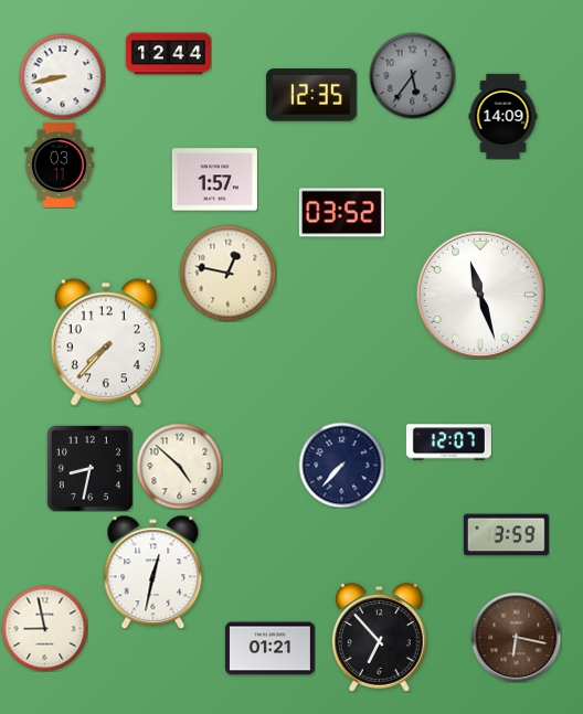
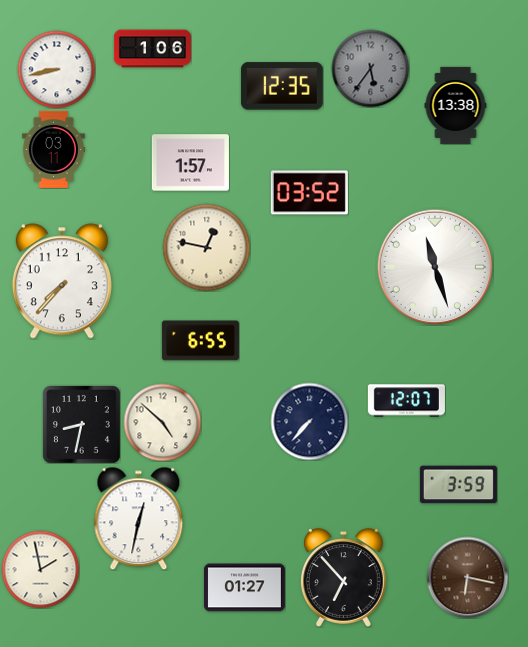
clock at (168, 54): 12:44 -> 1:06
clock at (412, 75) position: (412, 75) -> (370, 68)
clock at (504, 116): 14:09 -> 13:38
clock at (214, 180) position: (214, 180) -> (190, 163)
clock at (106, 342) position: (106, 342) -> (62, 281)
clock at (200, 341): none -> 6:55
clock at (44, 628): 8:58 -> 1:58
clock at (269, 649): 01:21 -> 01:27
